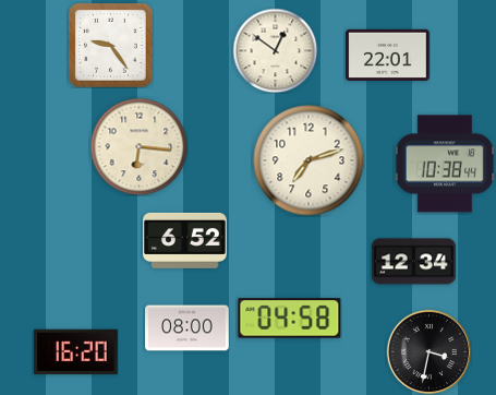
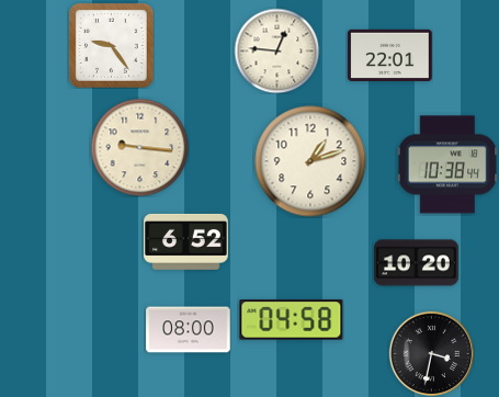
clock at (275, 50): 12:51 -> 12:46
clock at (138, 146): 6:16 -> 9:16
clock at (309, 160): 7:12 -> 1:12
clock at (414, 262): 12:34 -> 10:20
clock at (76, 352): 16:20 -> none
